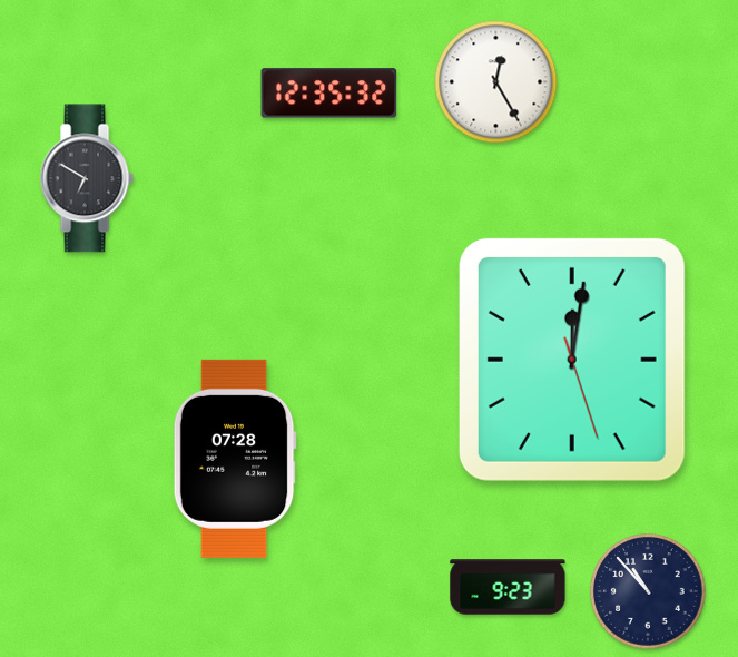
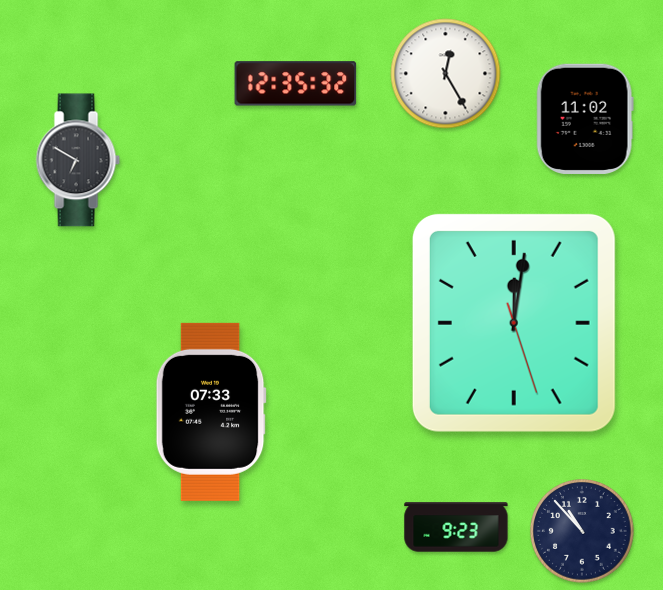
clock at (585, 119): none -> 11:02
clock at (235, 459): 07:28 -> 07:33
